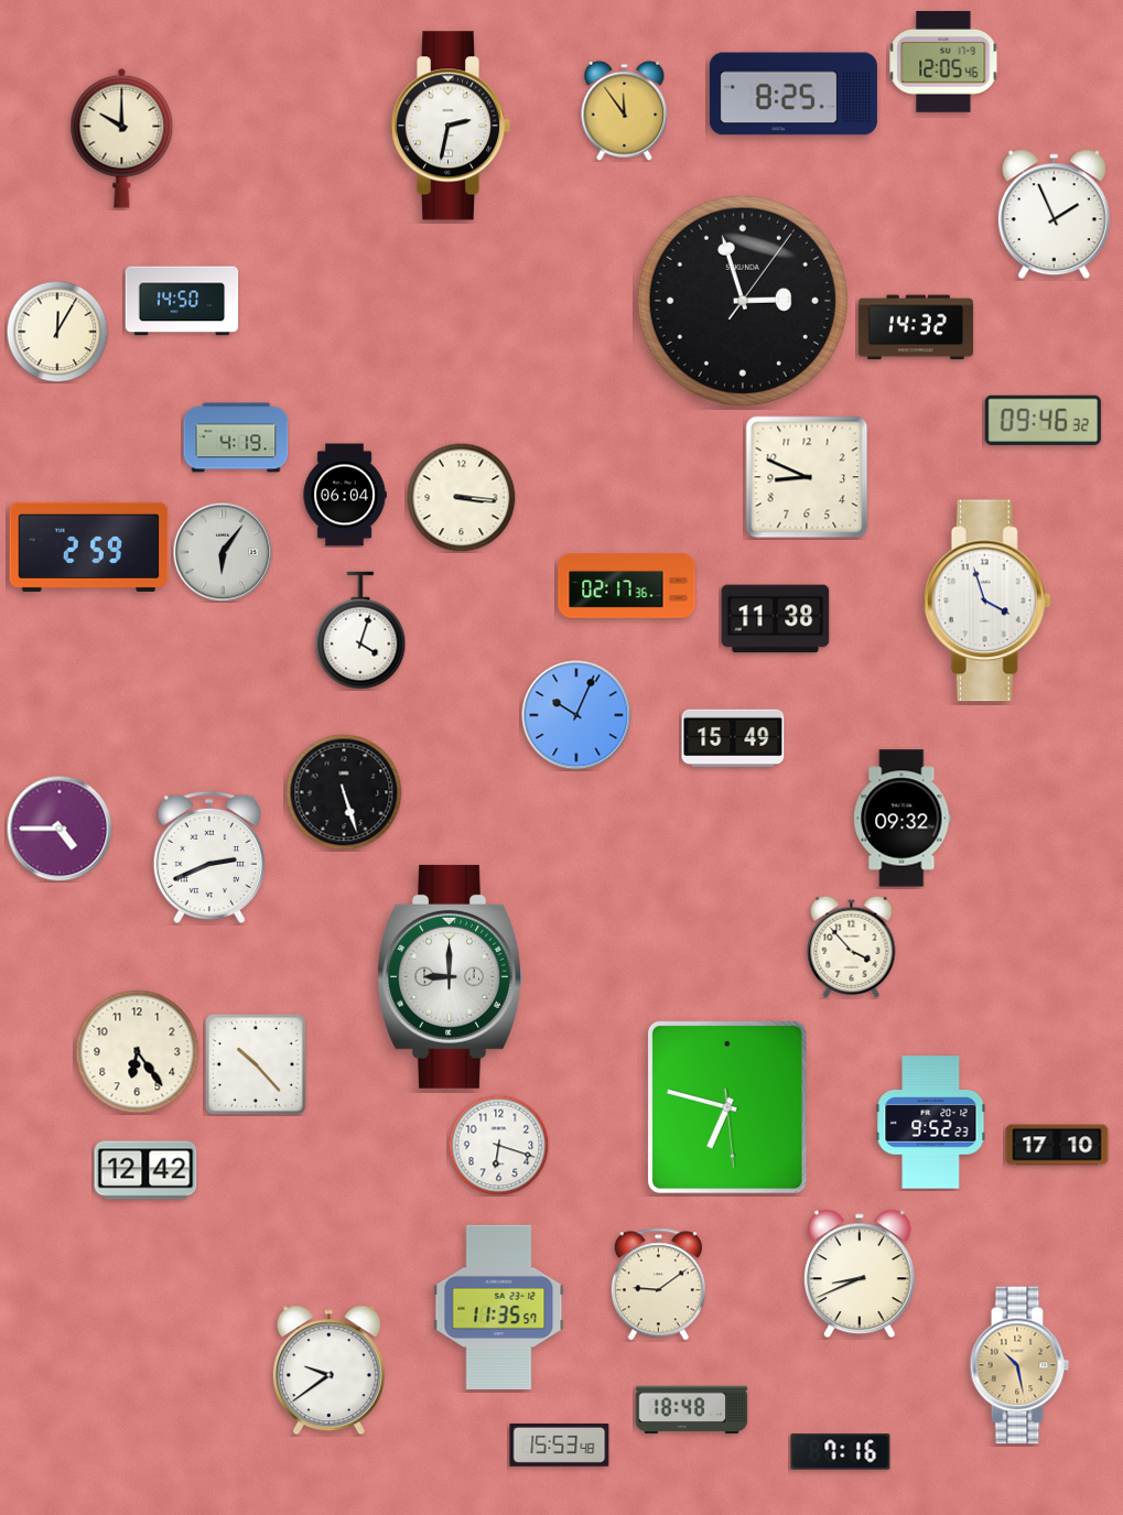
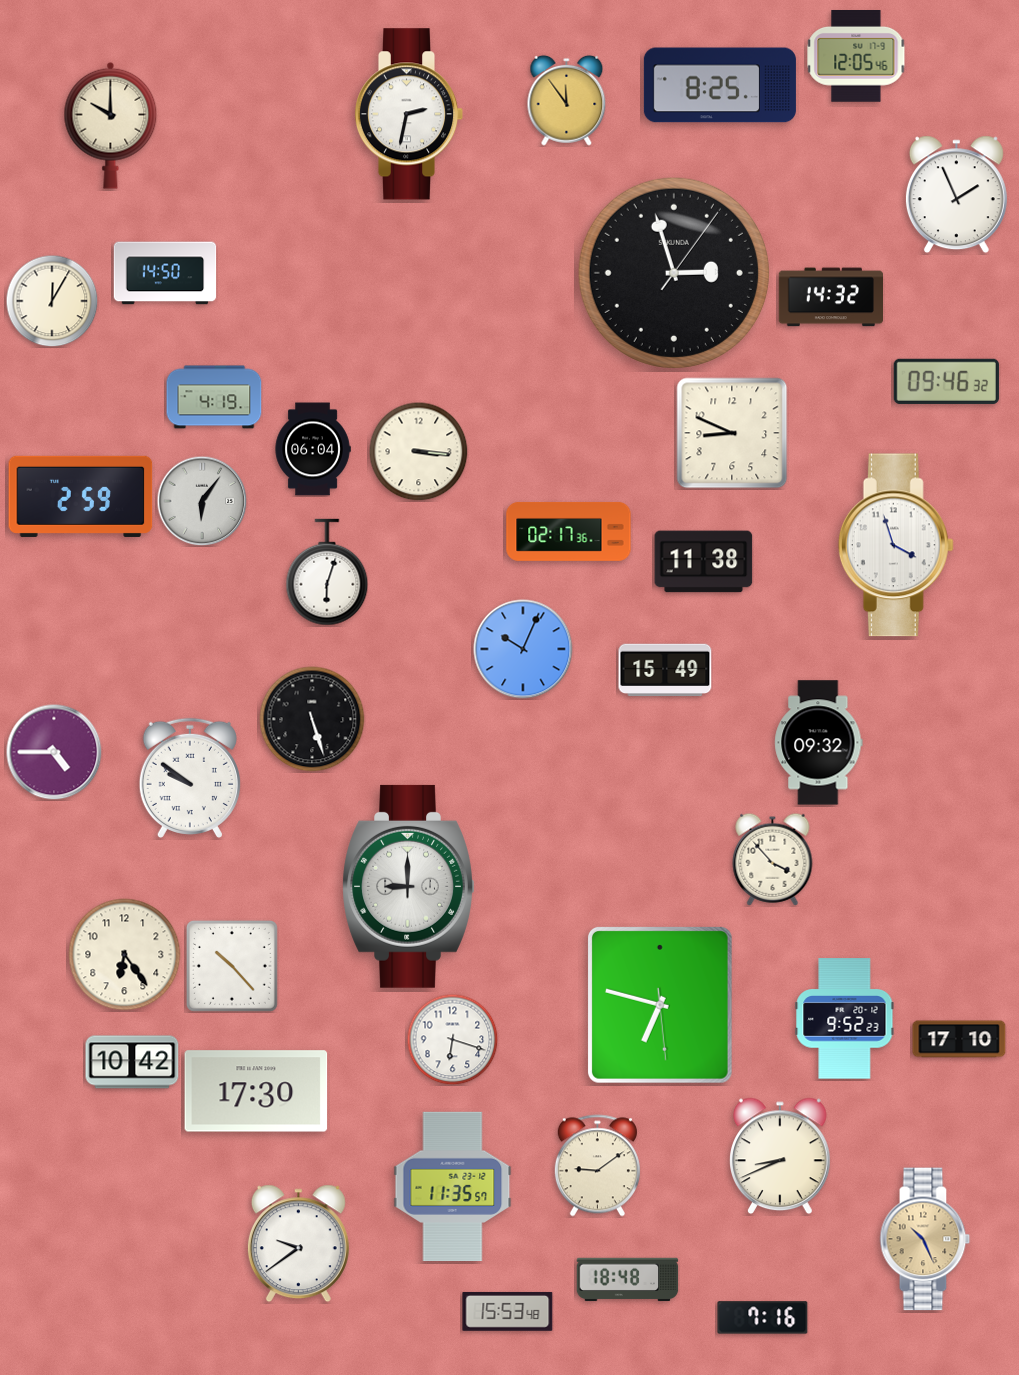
clock at (360, 630): 4:03 -> 6:03
clock at (209, 856): 2:41 -> 9:51
clock at (145, 1170): 12:42 -> 10:42
clock at (256, 1091): none -> 17:30
clock at (1019, 1365): 10:28 -> 10:26
